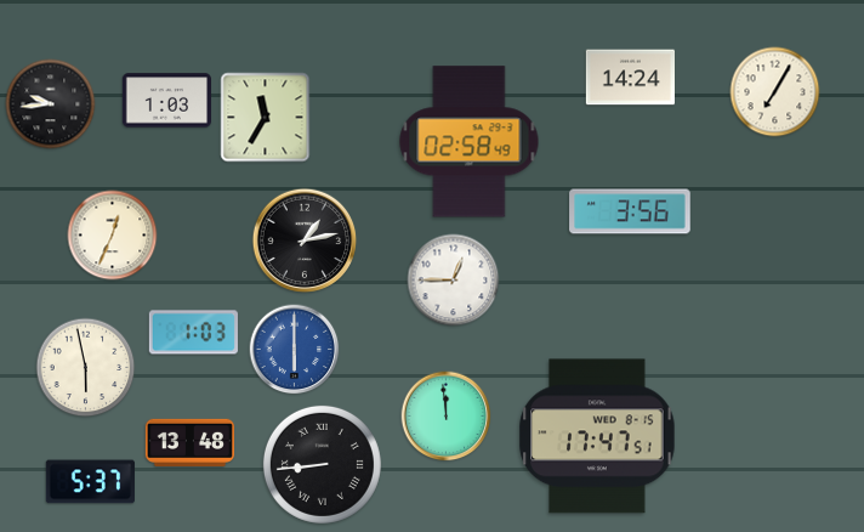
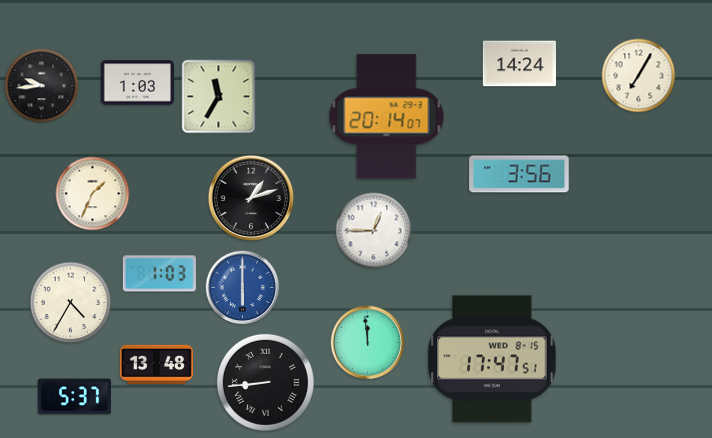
clock at (470, 142): 02:58 -> 20:14
clock at (113, 236): 12:34 -> 1:34
clock at (305, 240): 1:13 -> 1:12
clock at (86, 368): 5:58 -> 4:35
